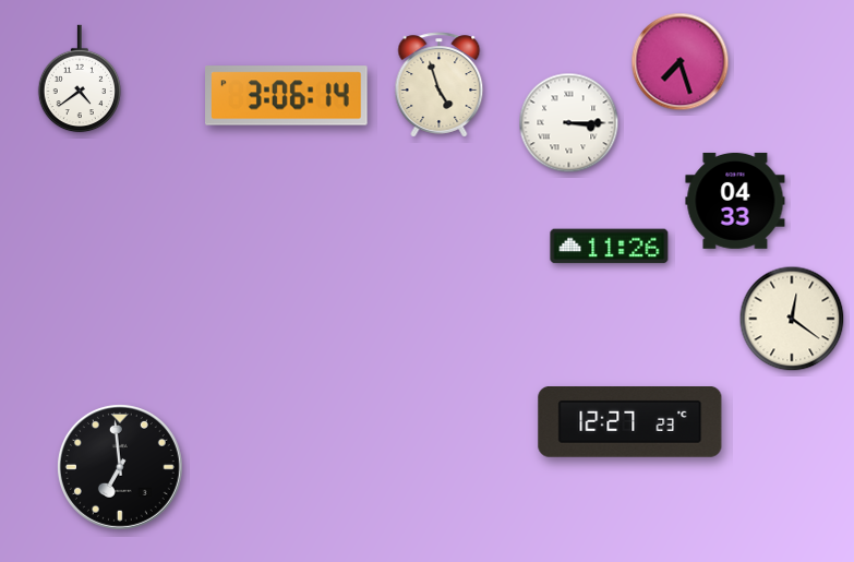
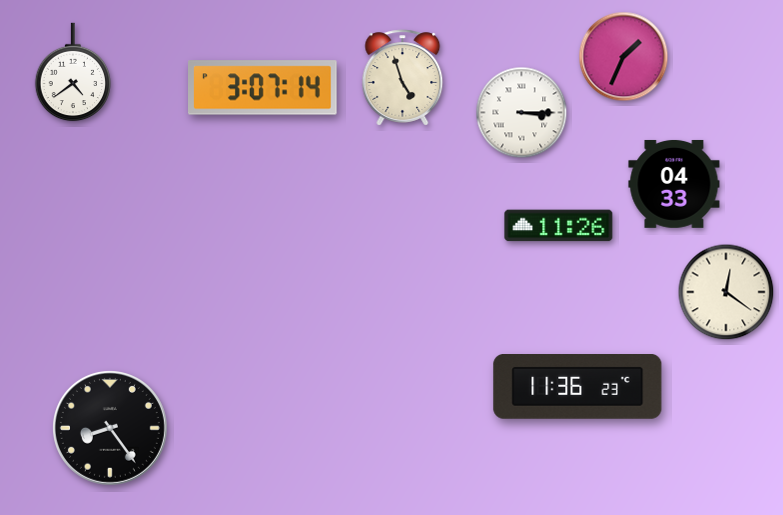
clock at (681, 62): 7:27 -> 1:34
clock at (287, 96): 3:06 -> 3:07
clock at (630, 422): 12:27 -> 11:36
clock at (120, 467): 6:59 -> 8:24
